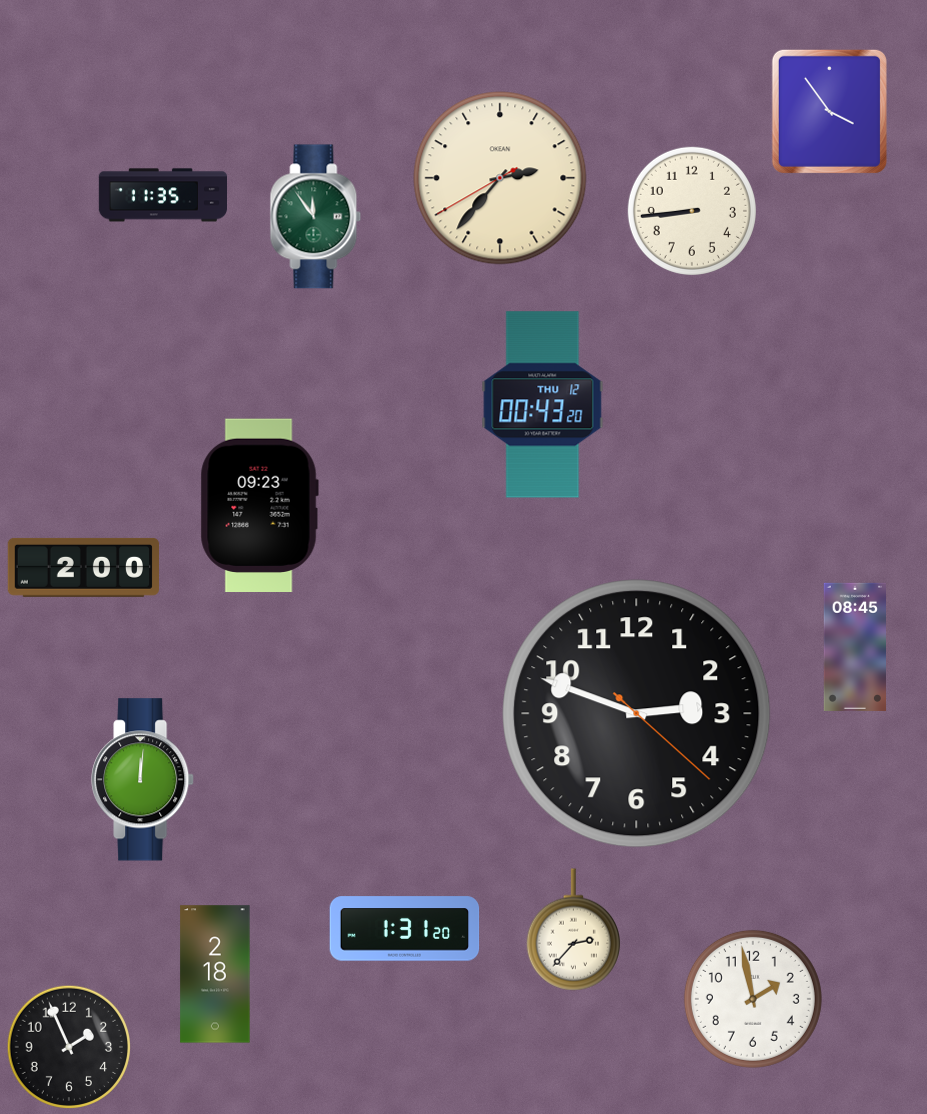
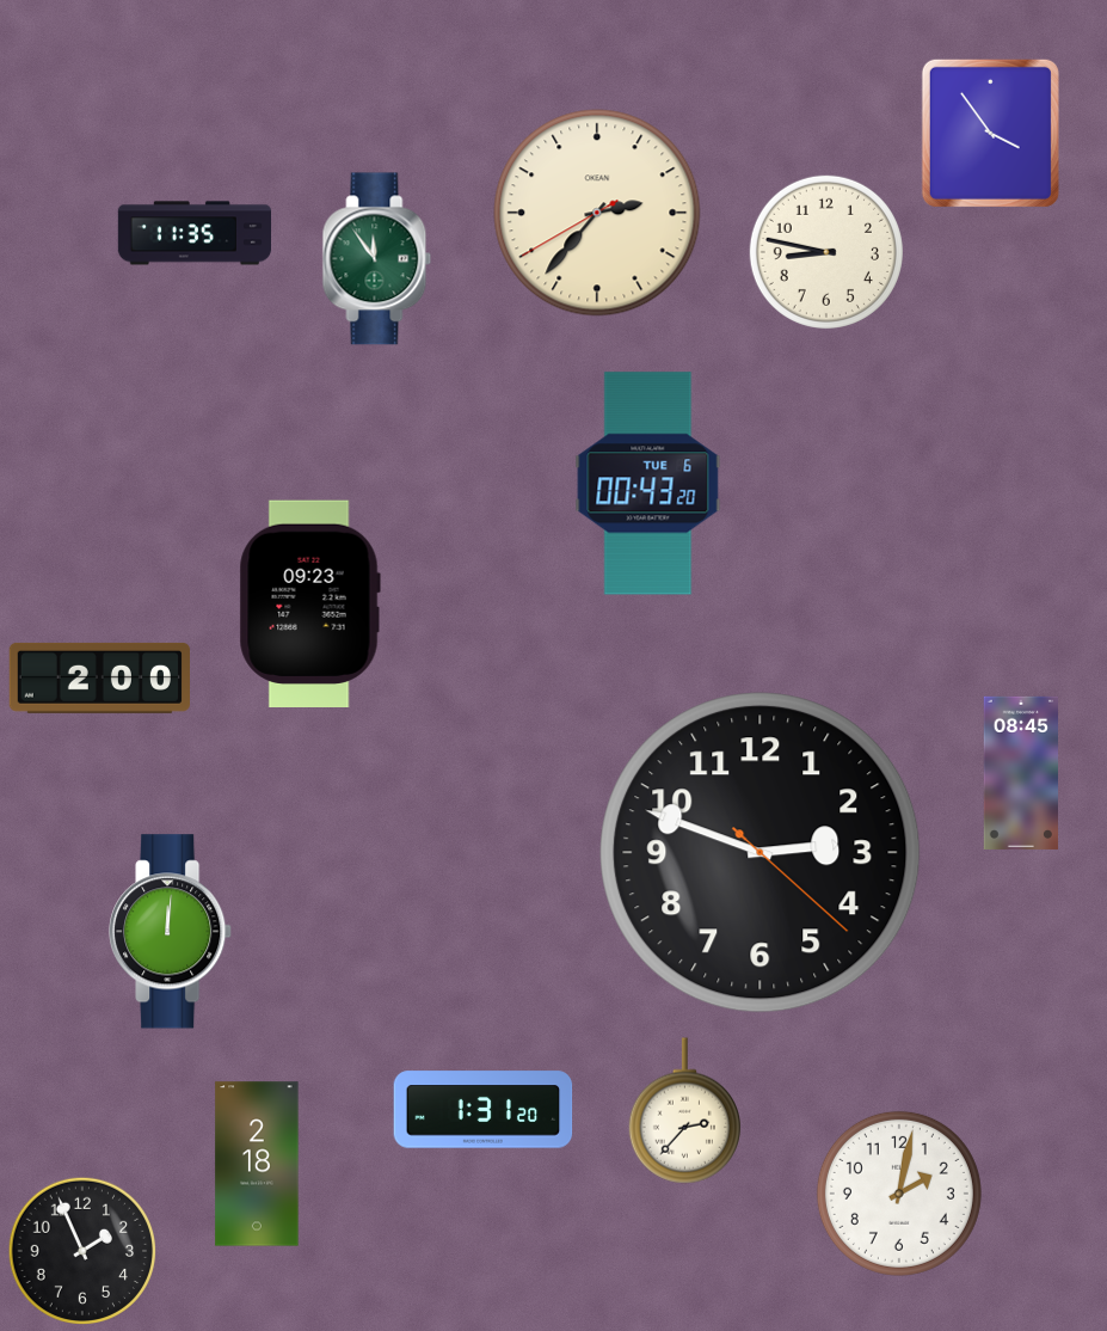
clock at (692, 211): 8:44 -> 8:47
clock at (543, 405) date: THU 12 -> TUE 6
clock at (753, 999): 1:58 -> 2:02
